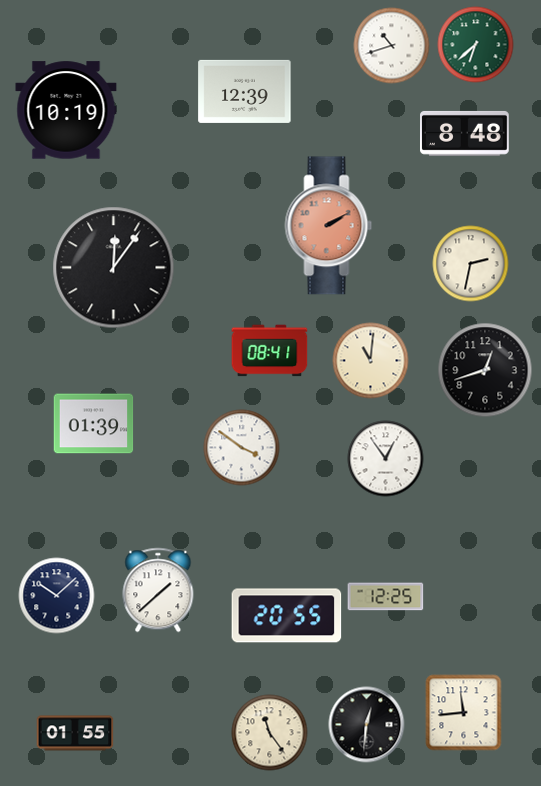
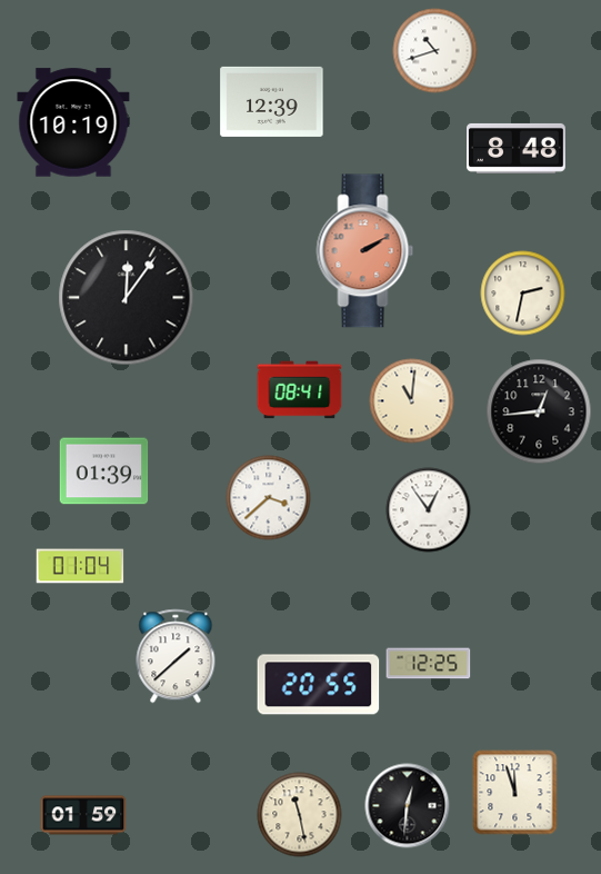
clock at (476, 45): 6:38 -> none
clock at (485, 370): 12:42 -> 12:44
clock at (242, 448): 3:51 -> 3:38
clock at (80, 566): none -> 01:04
clock at (57, 596): 10:08 -> none
clock at (464, 713): 11:44 -> 11:57
clock at (75, 733): 01:55 -> 01:59
clock at (270, 733): 11:24 -> 11:28
